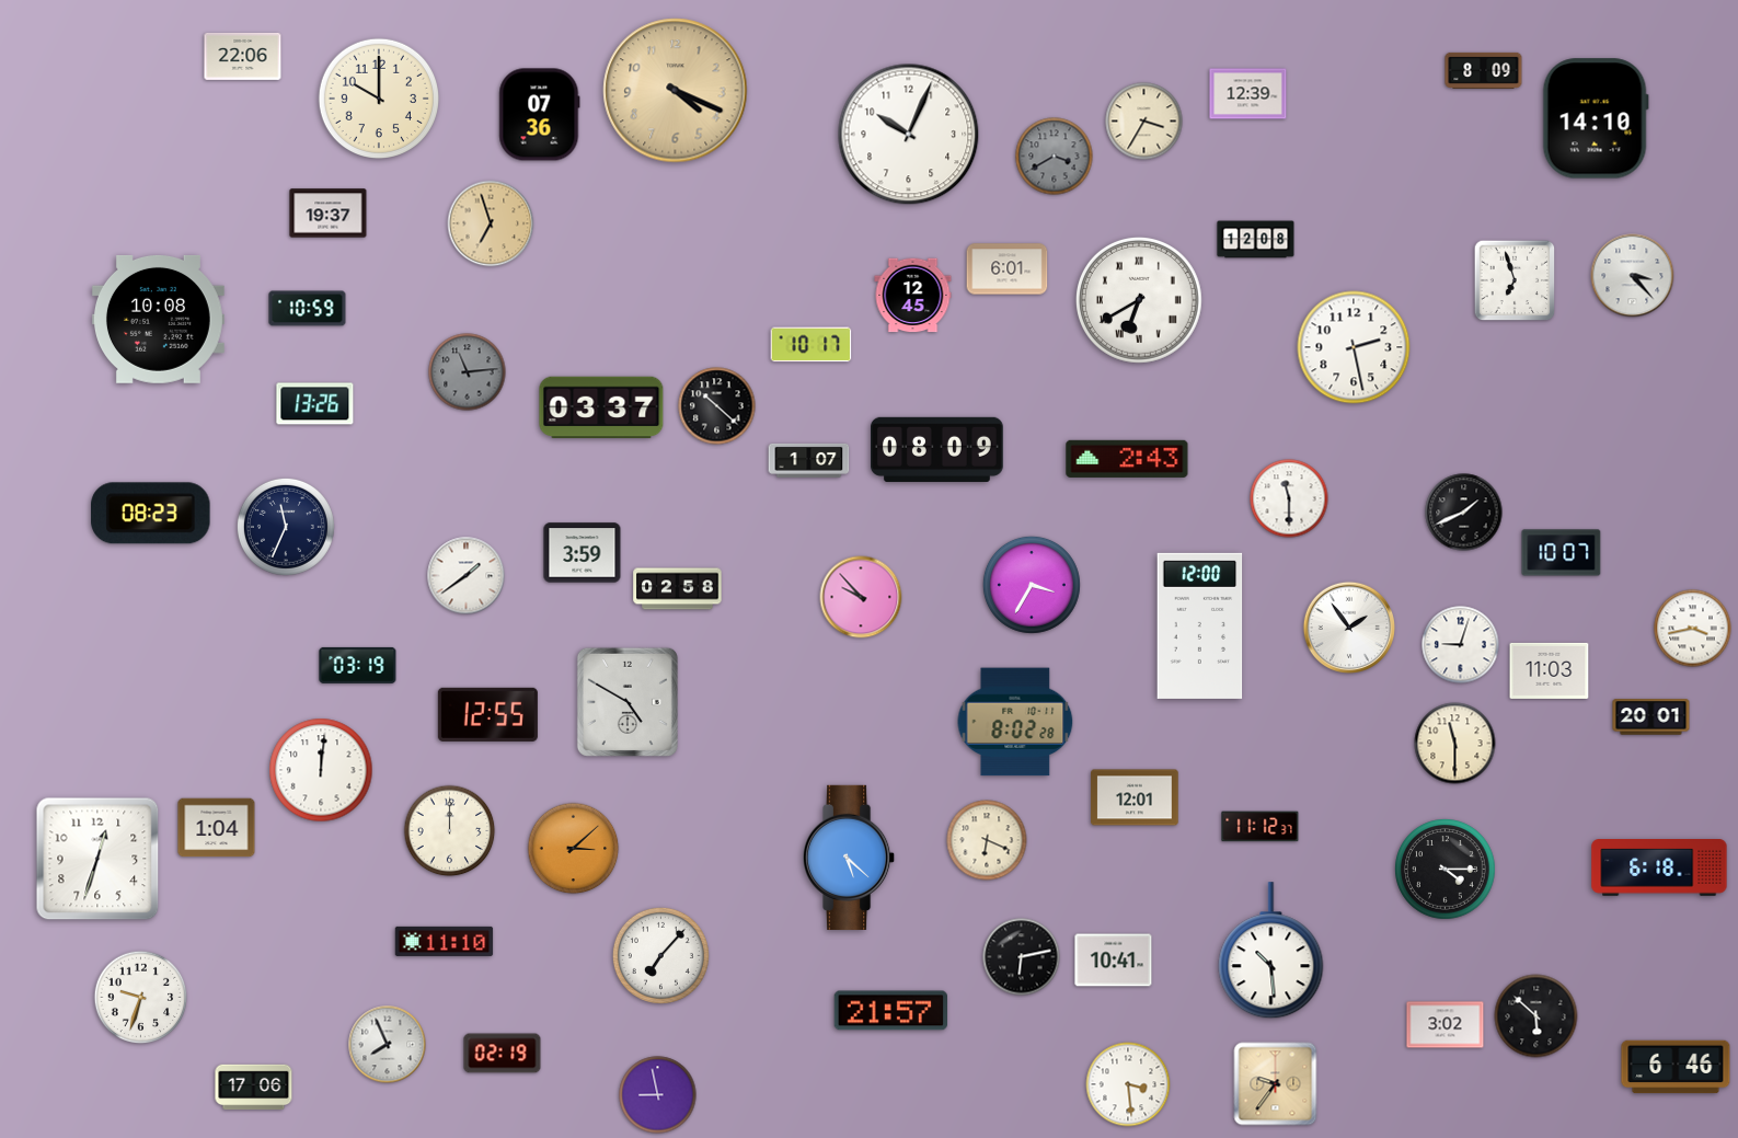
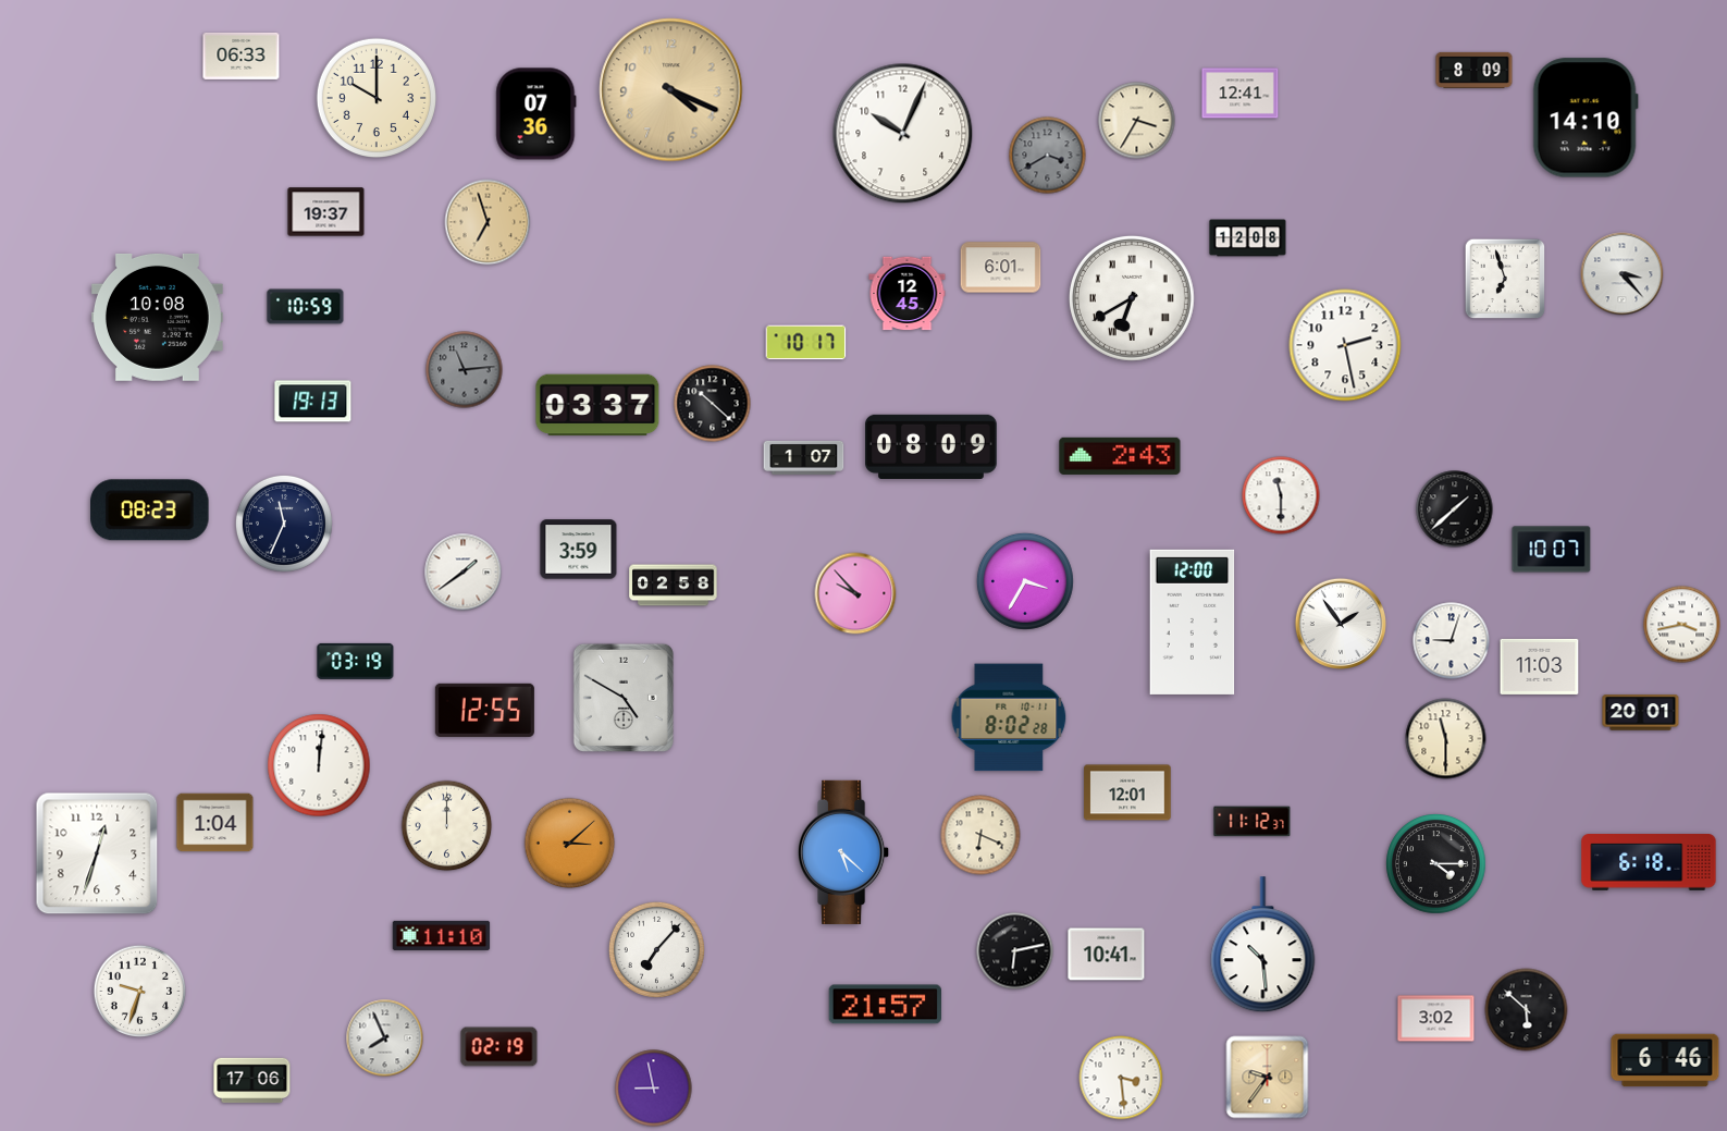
clock at (243, 56): 22:06 -> 06:33
clock at (1248, 94): 12:39 -> 12:41
clock at (315, 404): 13:26 -> 19:13
clock at (1464, 513): 1:41 -> 1:38
